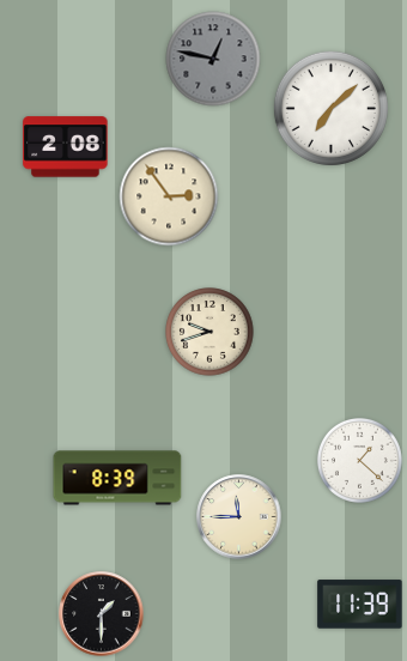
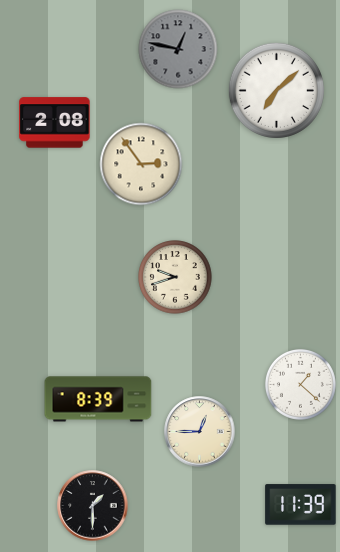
clock at (239, 517): 11:45 -> 12:45
clock at (102, 614) position: (102, 614) -> (93, 506)
